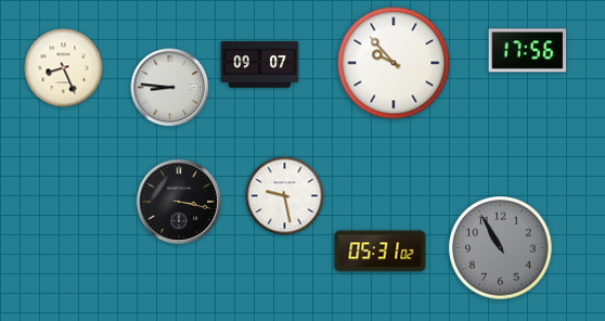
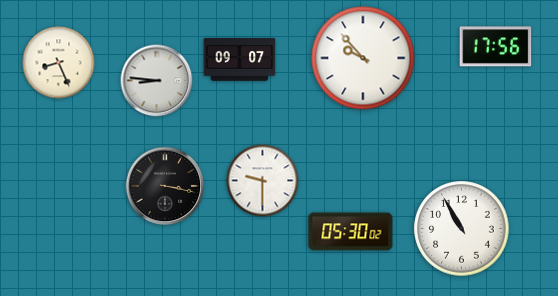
clock at (528, 51) position: (528, 51) -> (496, 47)
clock at (285, 196): 9:28 -> 9:30
clock at (501, 248) dial: grey -> white
clock at (381, 252): 05:31 -> 05:30
